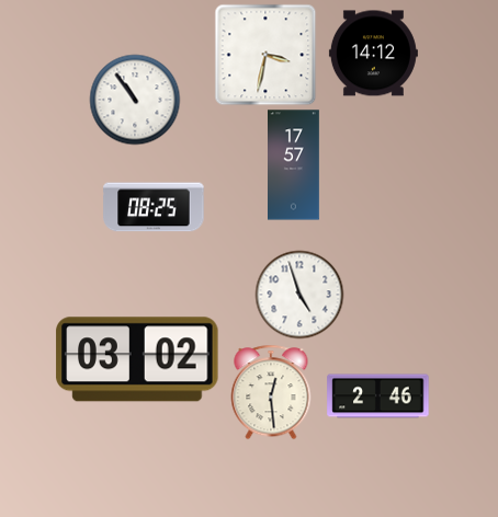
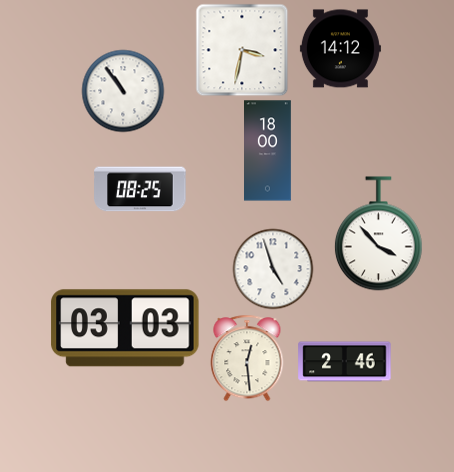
clock at (294, 165): 17:57 -> 18:00
clock at (378, 234): none -> 3:53
clock at (137, 359): 03:02 -> 03:03
